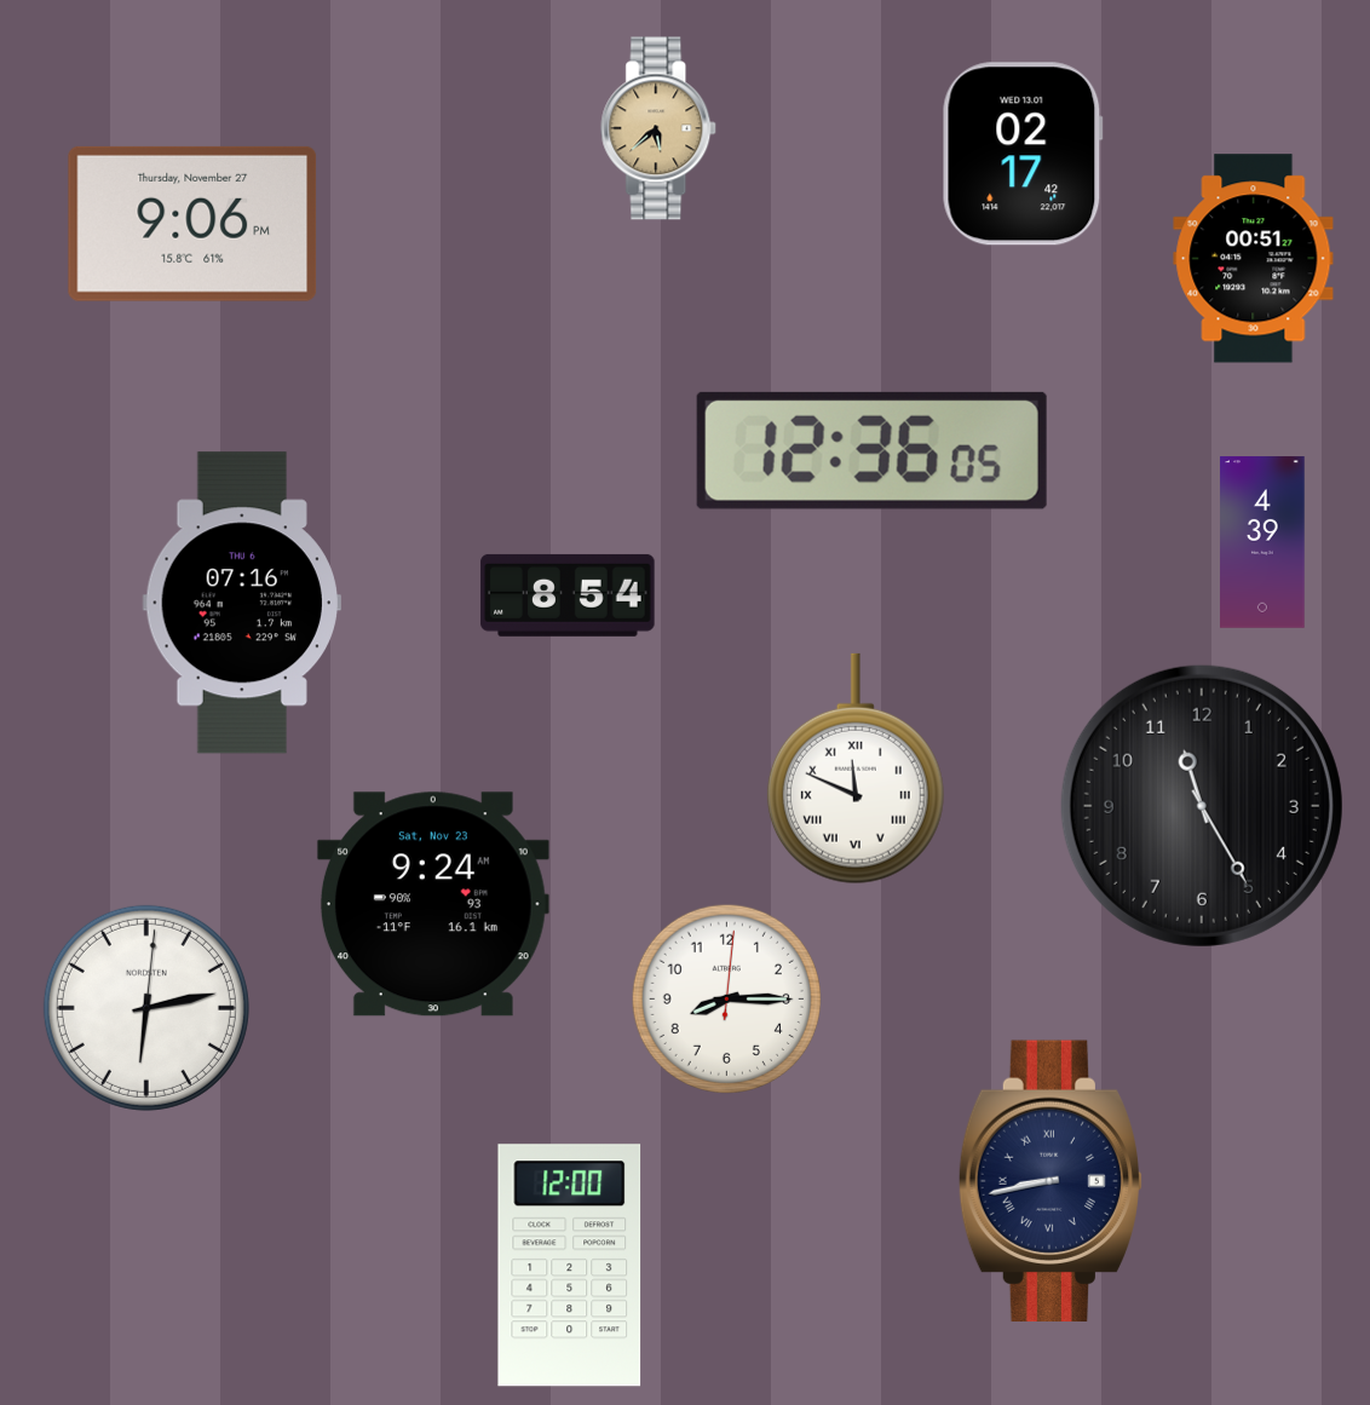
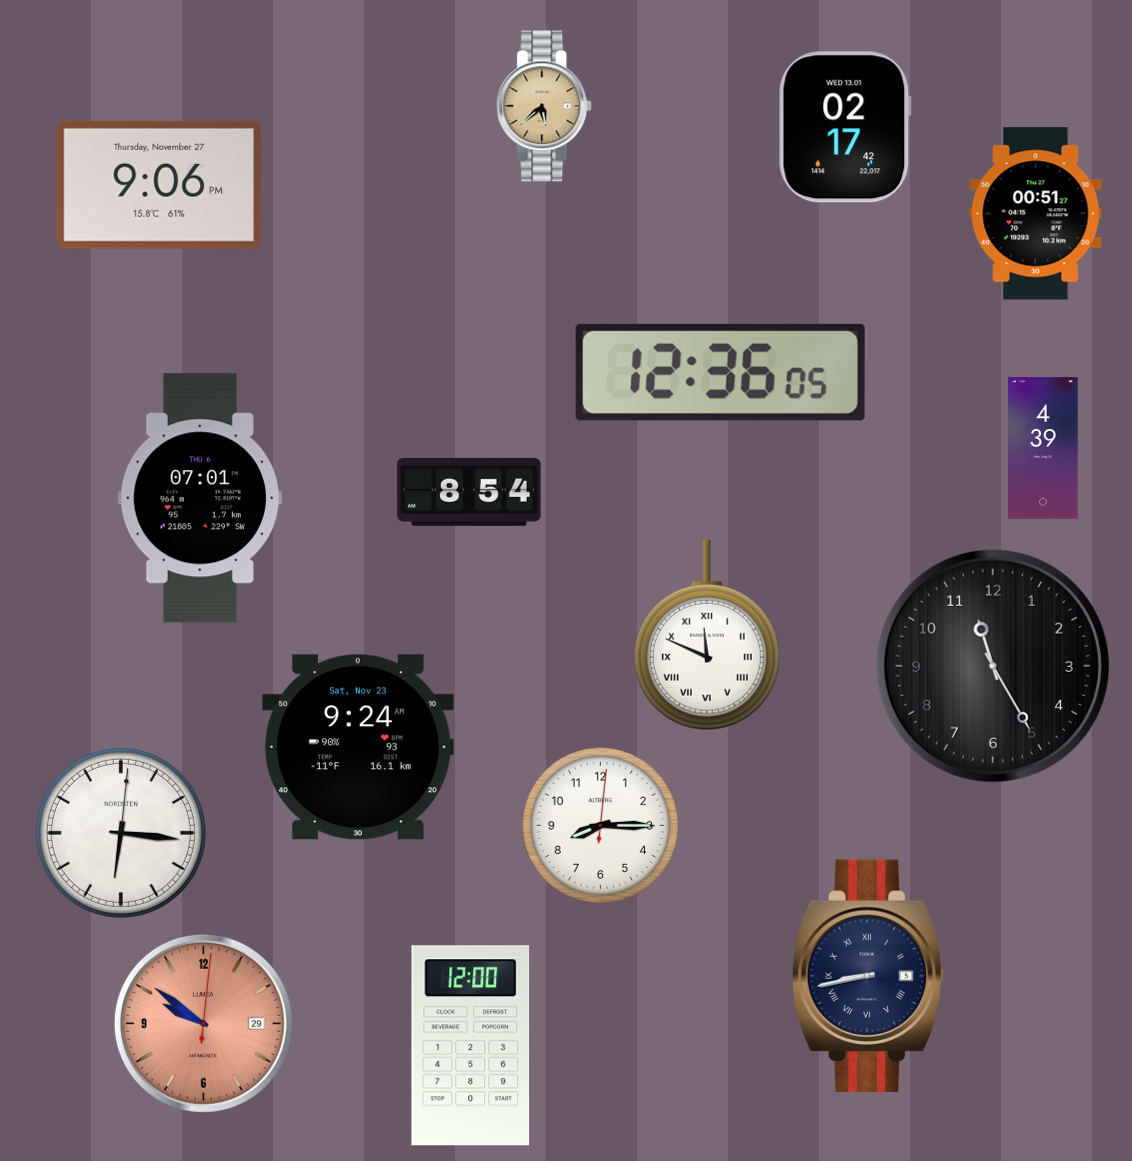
clock at (242, 603): 07:16 -> 07:01
clock at (146, 1008): 6:13 -> 6:16
clock at (203, 1023): none -> 9:51
